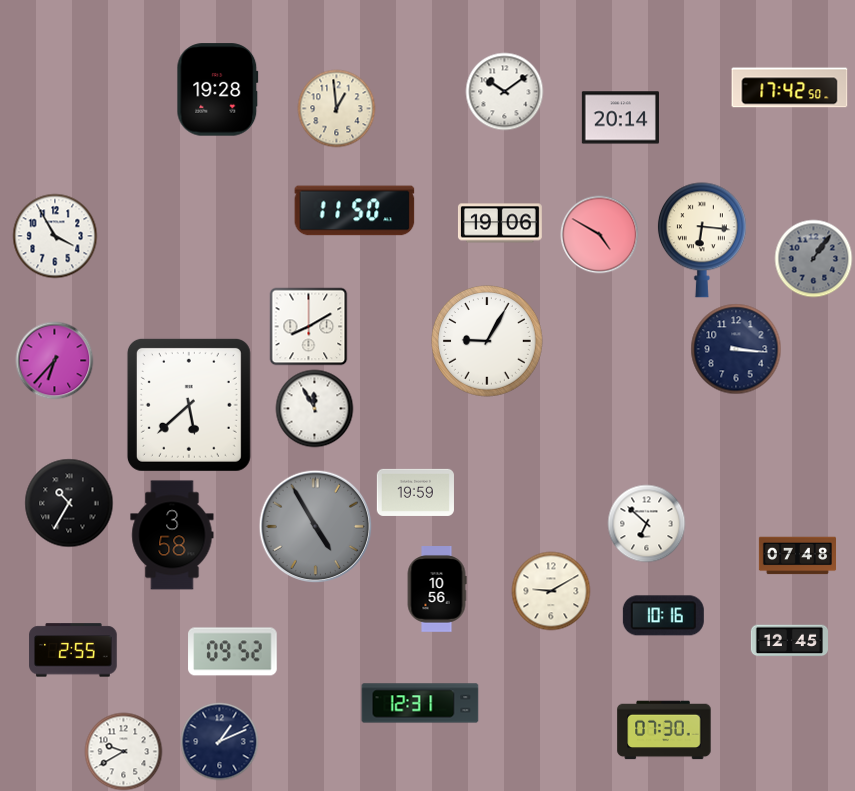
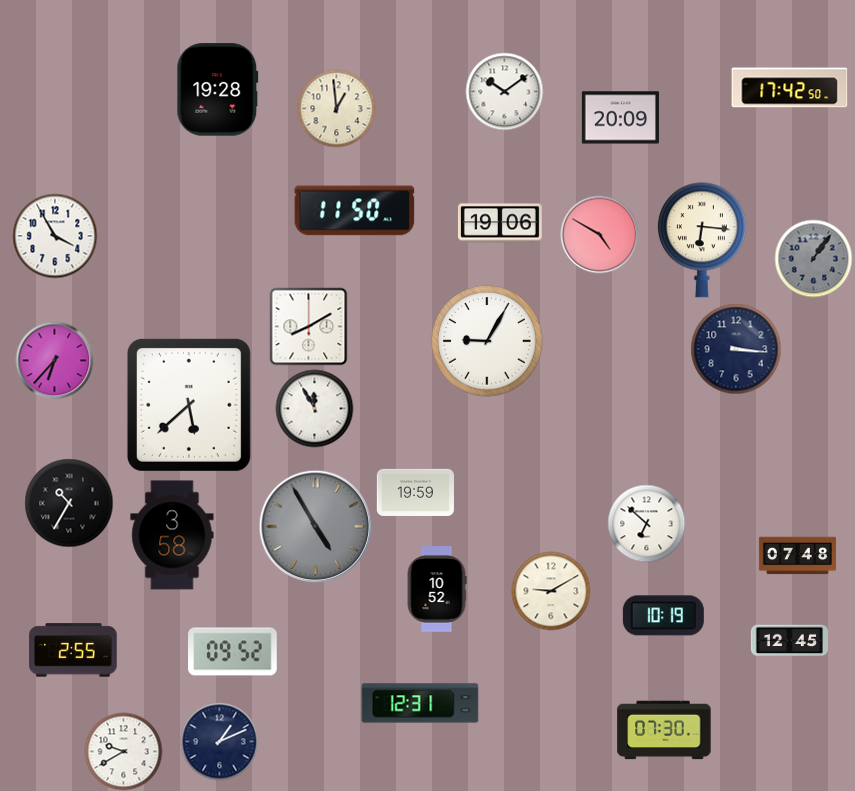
clock at (620, 118): 20:14 -> 20:09
clock at (437, 590): 10:56 -> 10:52
clock at (663, 616): 10:16 -> 10:19
